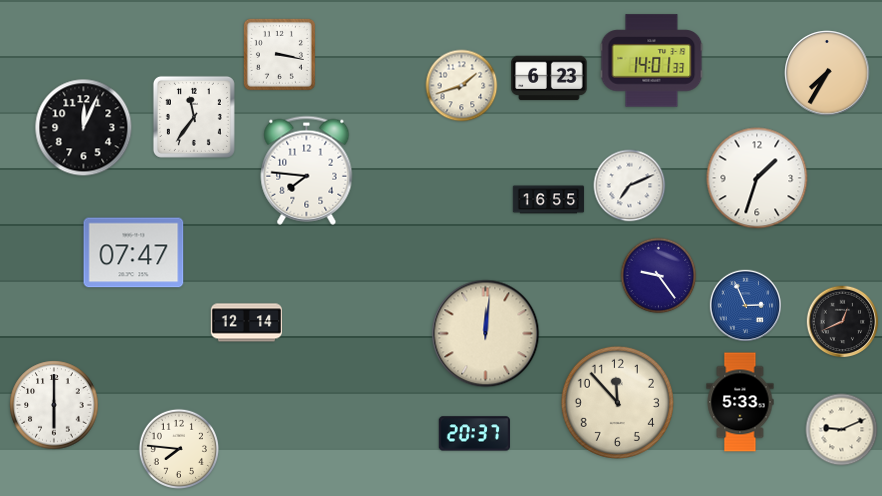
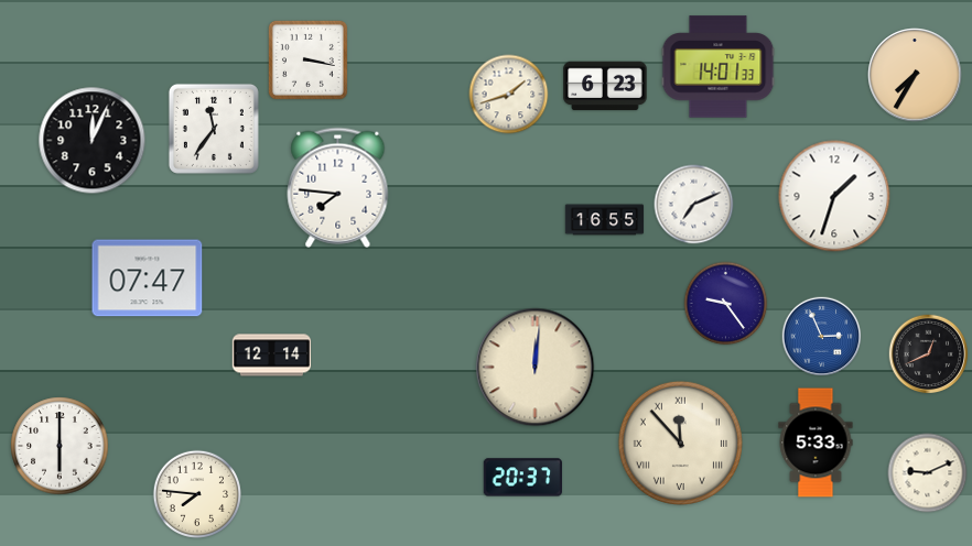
clock at (827, 73) position: (827, 73) -> (915, 75)
clock at (617, 402) numerals: Arabic -> Roman
